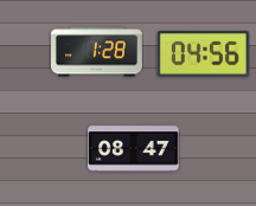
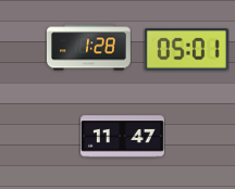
clock at (203, 54): 04:56 -> 05:01
clock at (133, 149): 08:47 -> 11:47
